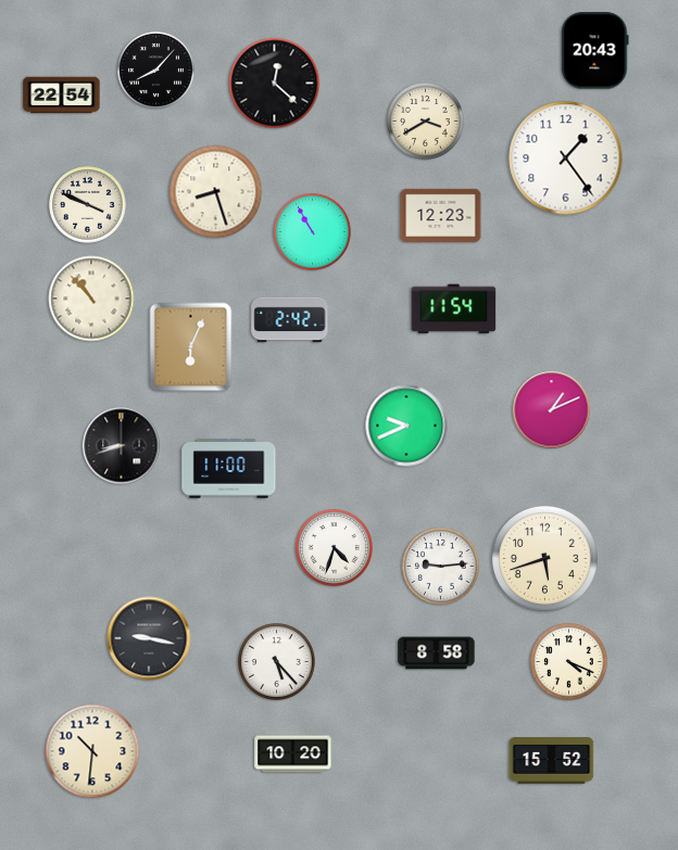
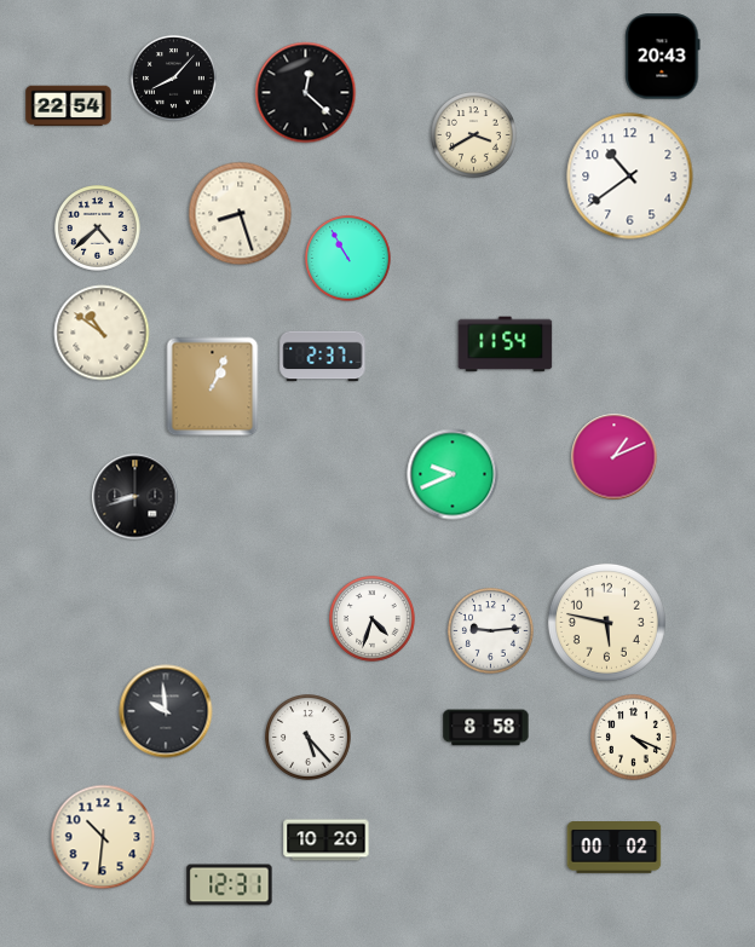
clock at (566, 158): 1:24 -> 10:39
clock at (88, 205): 3:49 -> 4:38
clock at (441, 215): 12:23 -> none
clock at (91, 299): 10:53 -> 10:51
clock at (290, 320): 2:42 -> 2:37
clock at (191, 347): 6:04 -> 1:04
clock at (229, 469): 11:00 -> none
clock at (335, 548) position: (335, 548) -> (373, 619)
clock at (544, 558): 5:42 -> 5:47
clock at (149, 638): 9:17 -> 9:59
clock at (552, 761): 15:52 -> 00:02
clock at (230, 885): none -> 12:31
